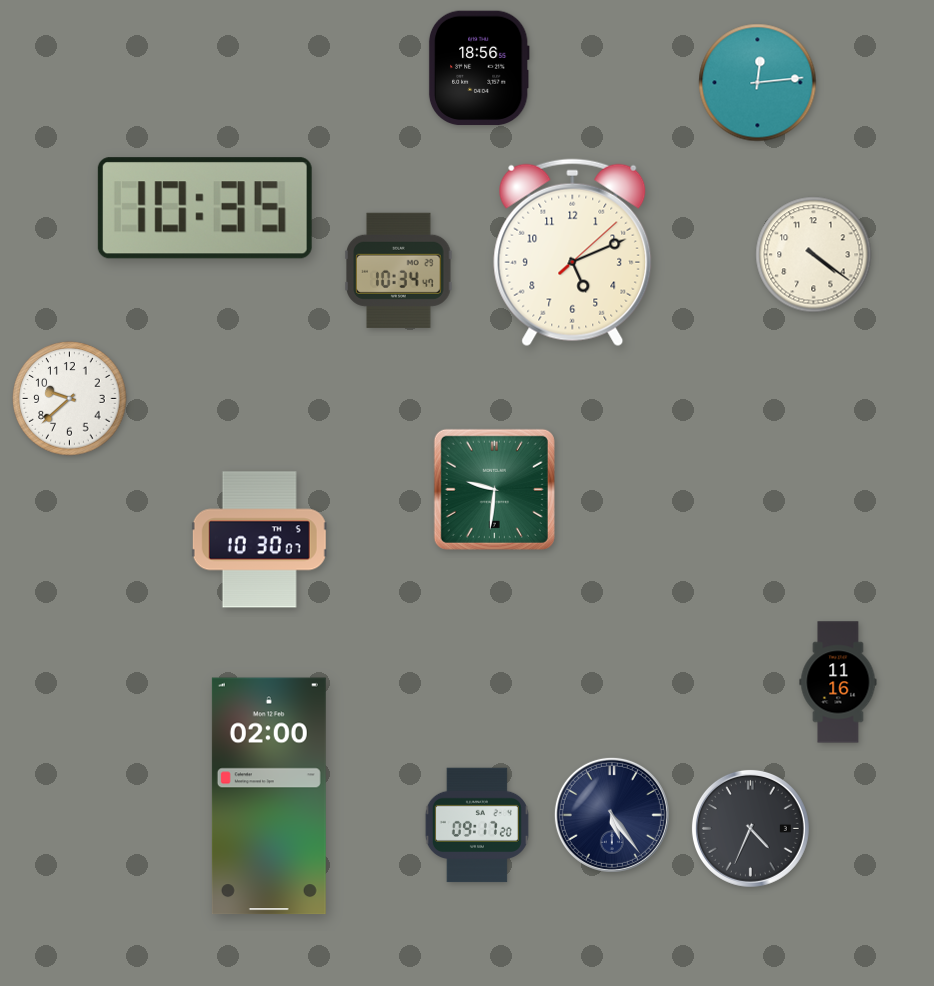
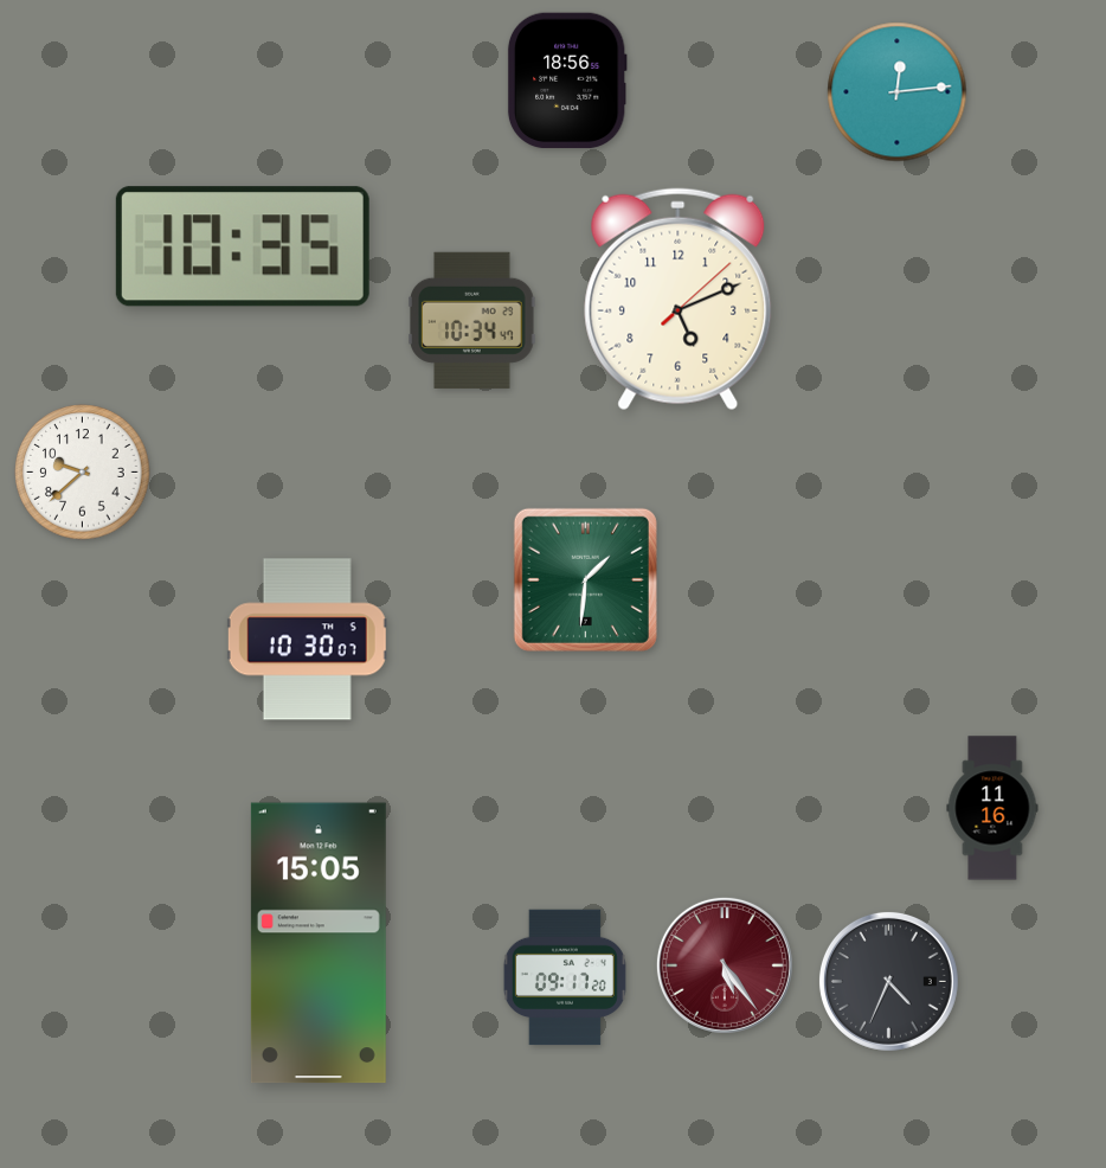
clock at (758, 83) position: (758, 83) -> (898, 92)
clock at (814, 255): 4:21 -> none
clock at (494, 489): 9:31 -> 1:31
clock at (269, 796): 02:00 -> 15:05
clock at (612, 815) dial: navy -> burgundy
